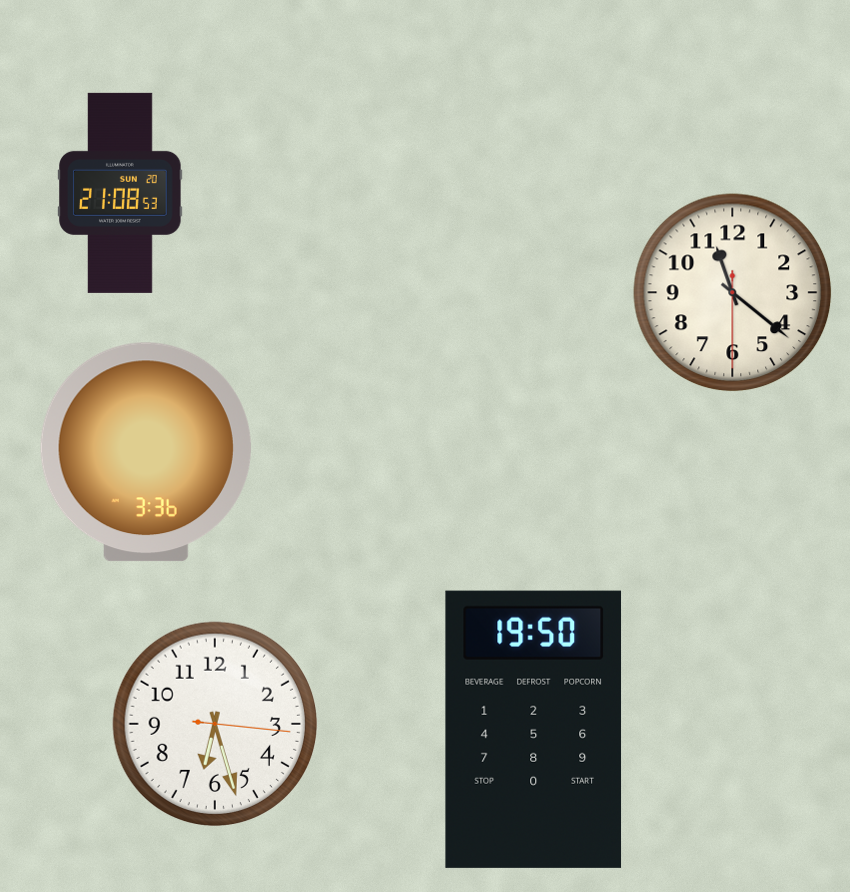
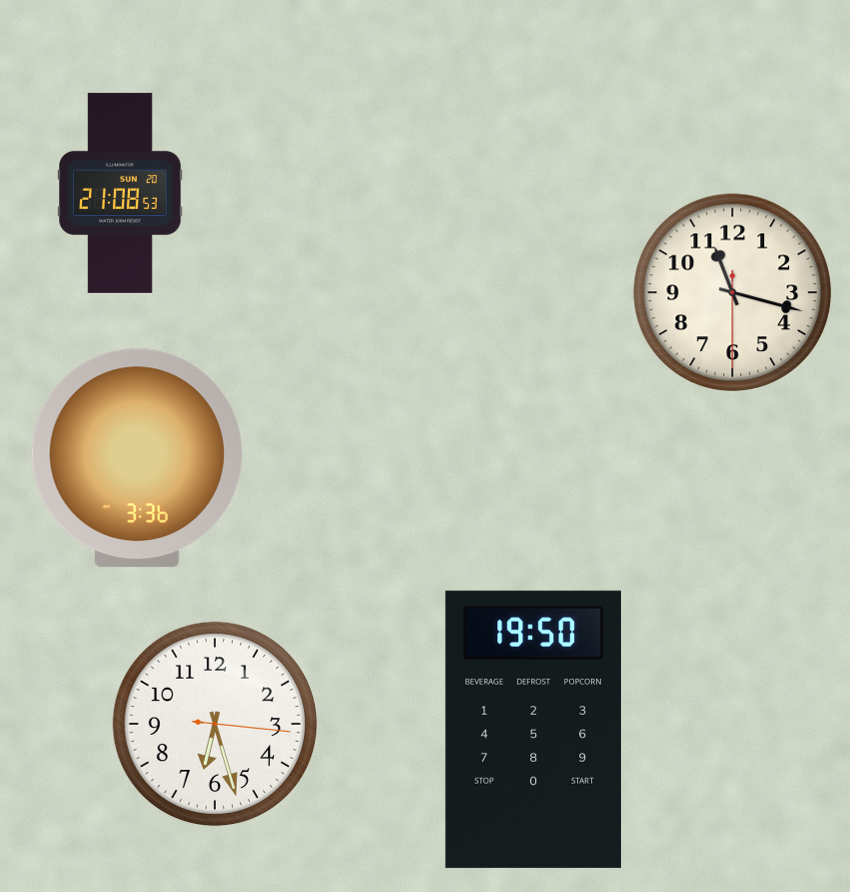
clock at (733, 293): 11:21 -> 11:17
clock at (146, 452) position: (146, 452) -> (137, 458)
